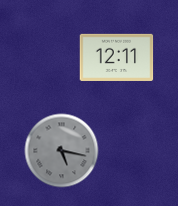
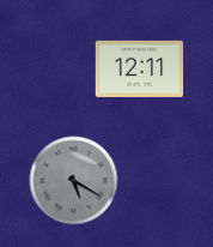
clock at (62, 151): 5:17 -> 5:20
